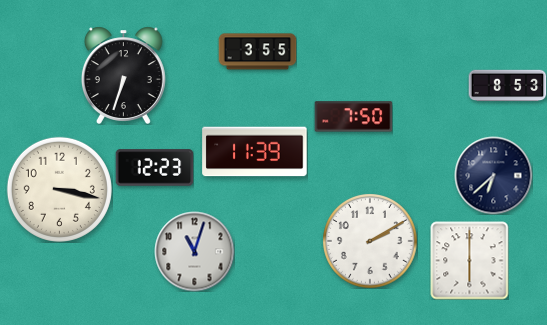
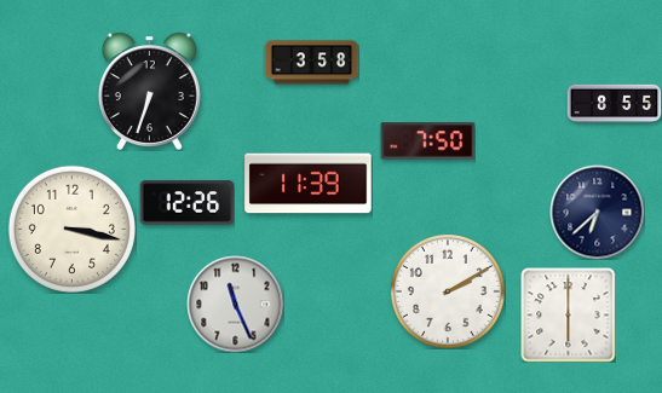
clock at (257, 52): 3:55 -> 3:58
clock at (507, 86): 8:53 -> 8:55
clock at (154, 168): 12:23 -> 12:26
clock at (194, 251): 11:03 -> 11:26
